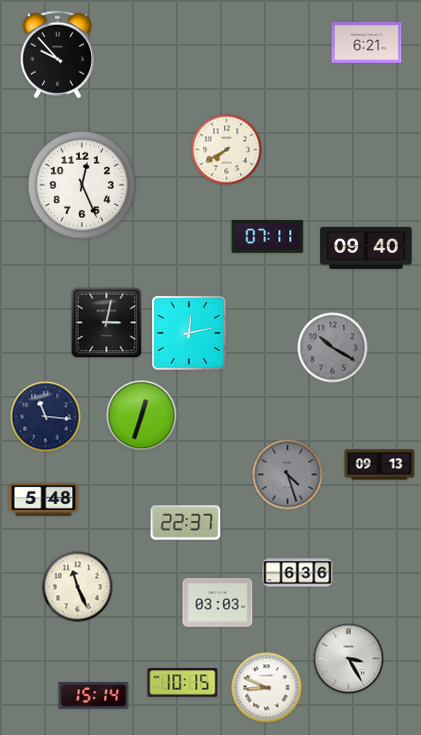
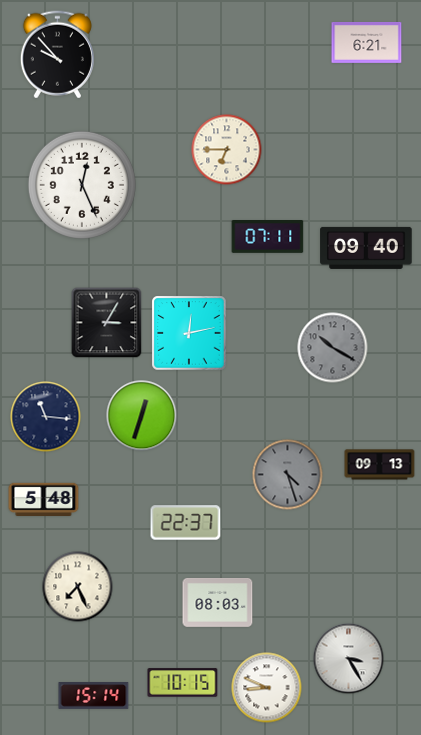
clock at (227, 150): 7:40 -> 6:45
clock at (107, 323): 3:02 -> 3:05
clock at (298, 573): 6:36 -> none
clock at (78, 587): 11:26 -> 7:26
clock at (218, 602): 03:03 -> 08:03
